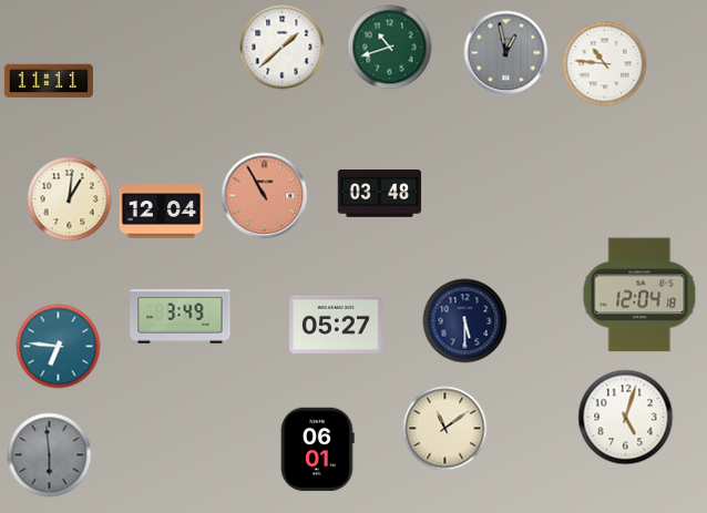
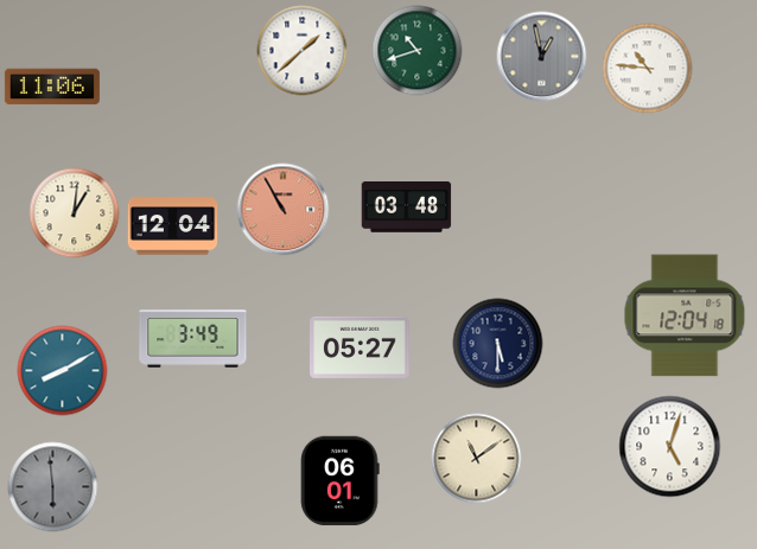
clock at (49, 81): 11:11 -> 11:06
clock at (59, 347): 6:46 -> 8:10
